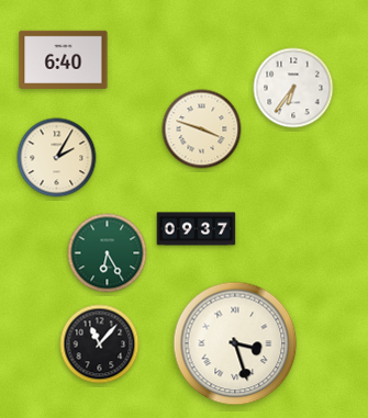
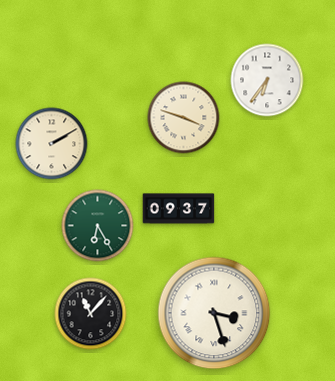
clock at (64, 59): 6:40 -> none
clock at (57, 158): 2:05 -> 2:10
clock at (108, 253) position: (108, 253) -> (98, 226)
